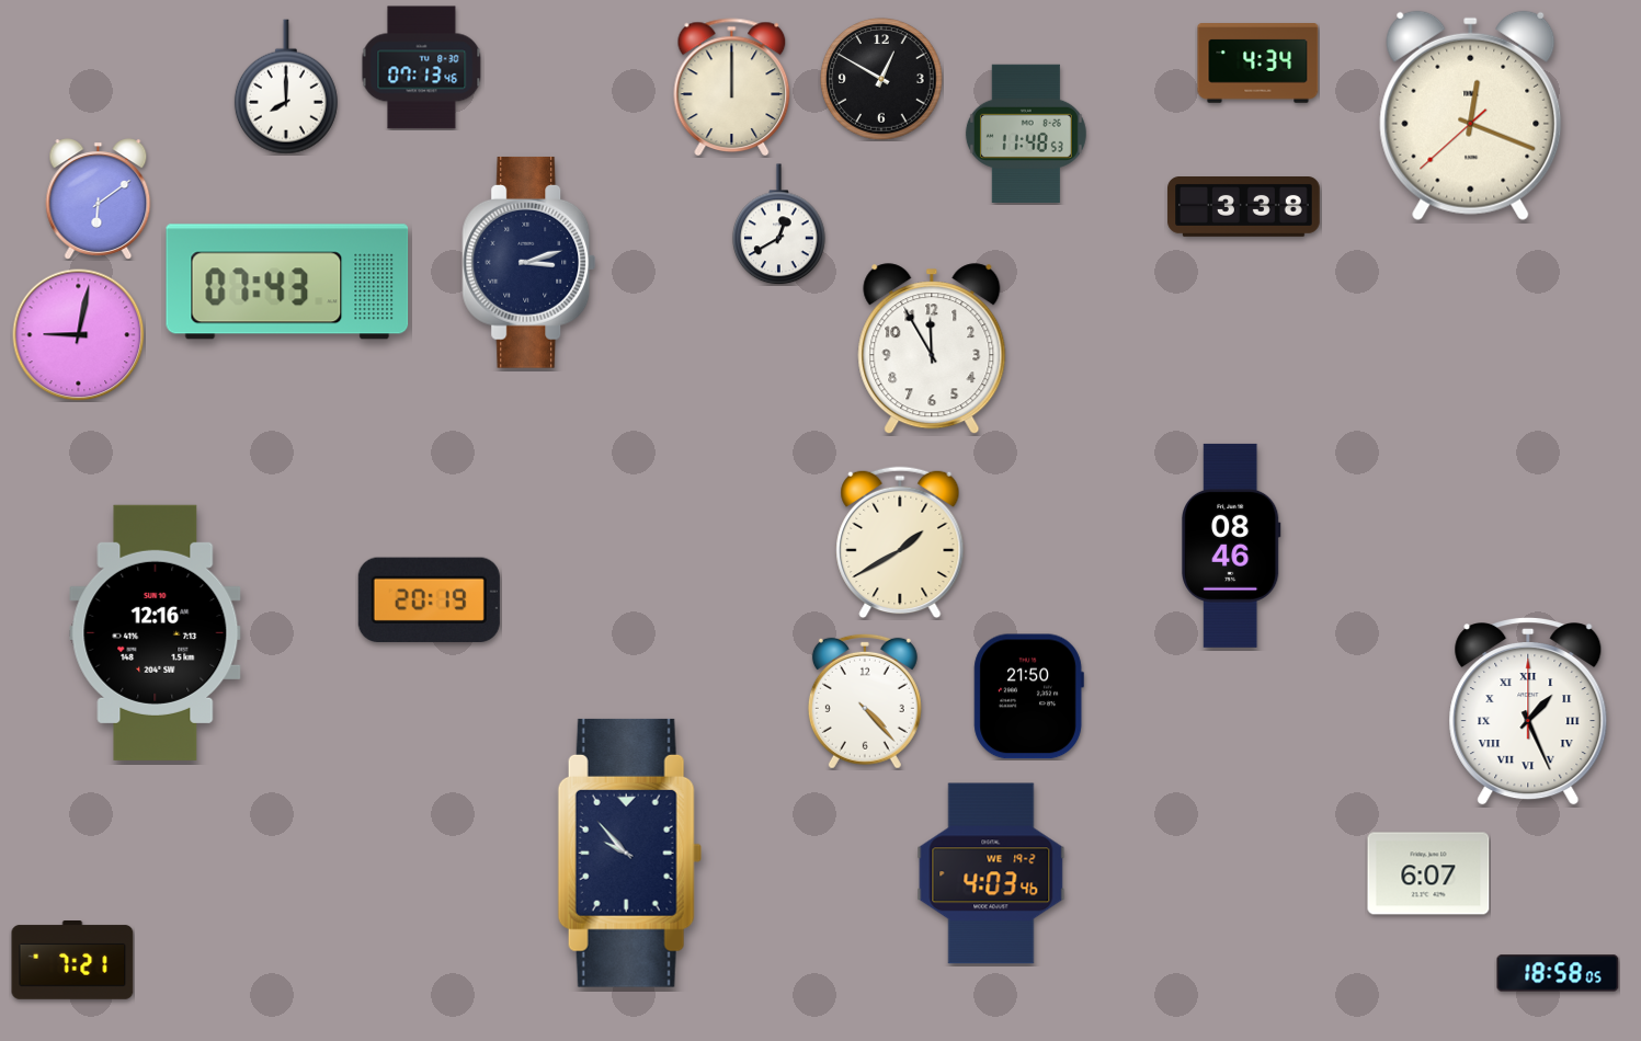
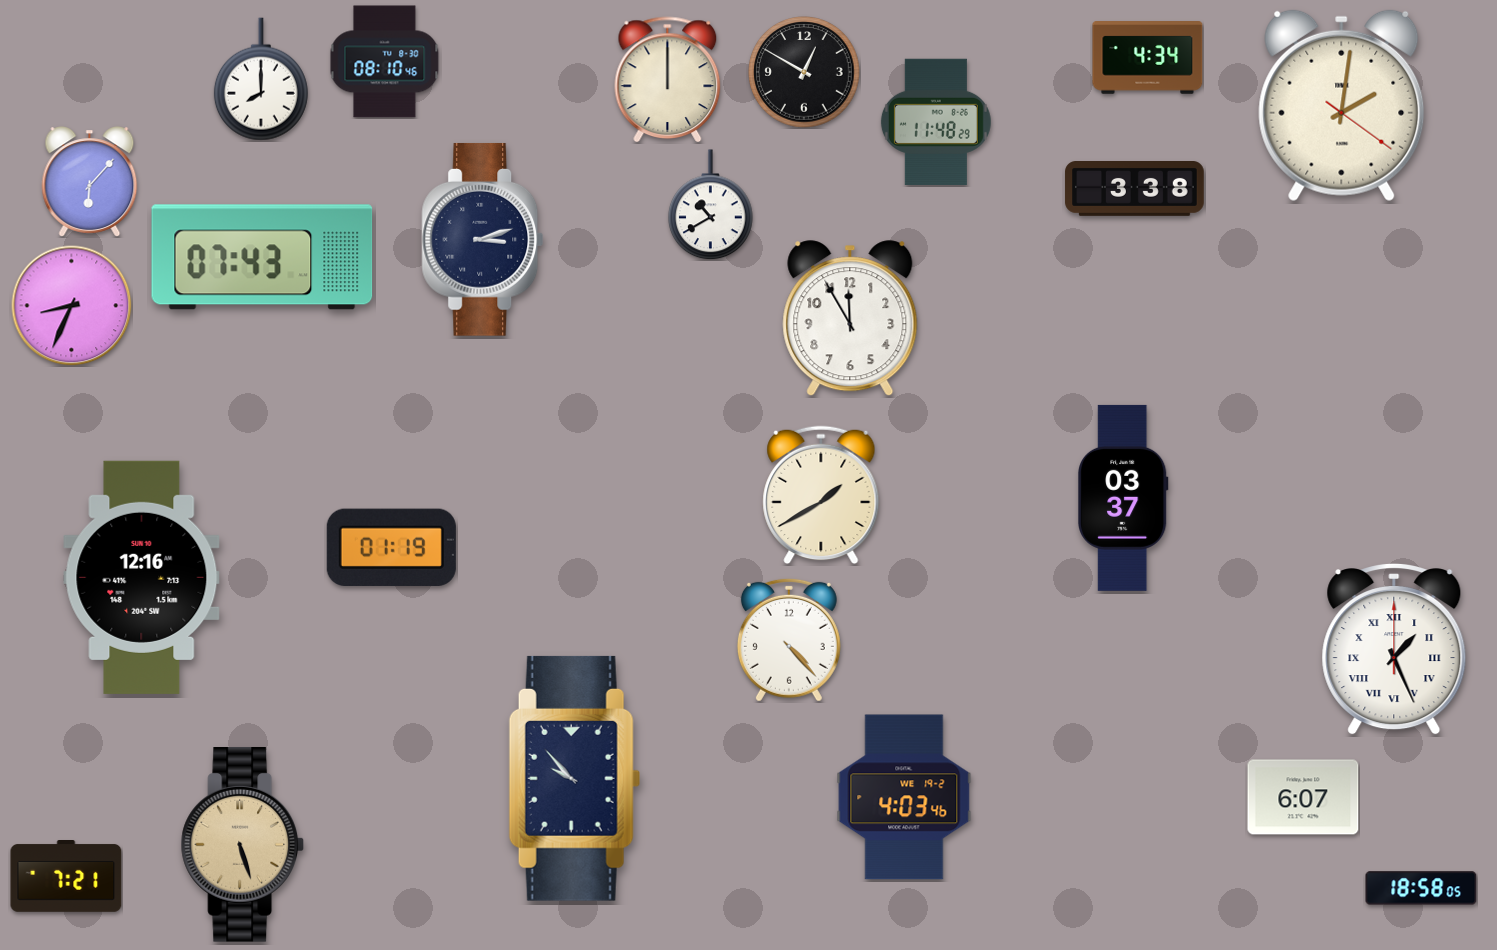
clock at (422, 68): 07:13 -> 08:10
clock at (1471, 116): 12:18 -> 2:01
clock at (1026, 134): 11:48:53 -> 11:48:29
clock at (99, 199): 6:09 -> 6:07
clock at (779, 225): 12:40 -> 10:40
clock at (79, 335): 9:02 -> 8:34
clock at (1232, 546): 08:46 -> 03:37
clock at (429, 599): 20:19 -> 01:19
clock at (1028, 697): 21:50 -> none
clock at (242, 845): none -> 5:27
